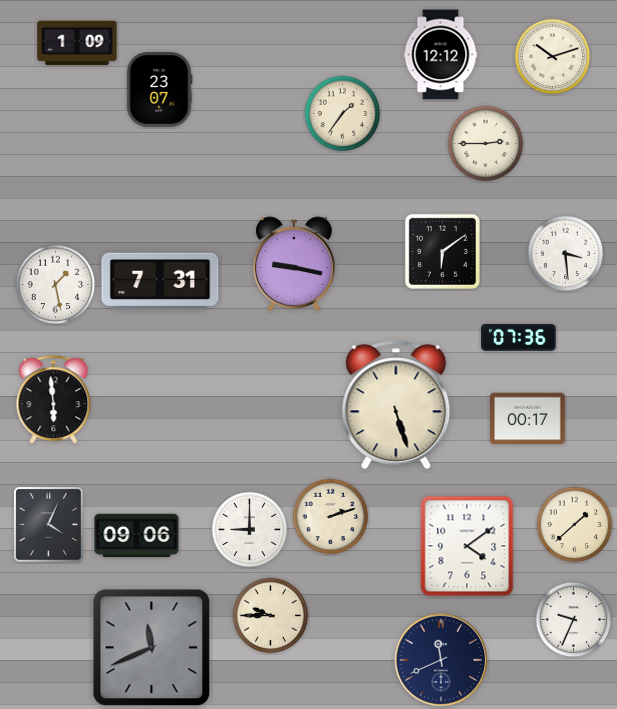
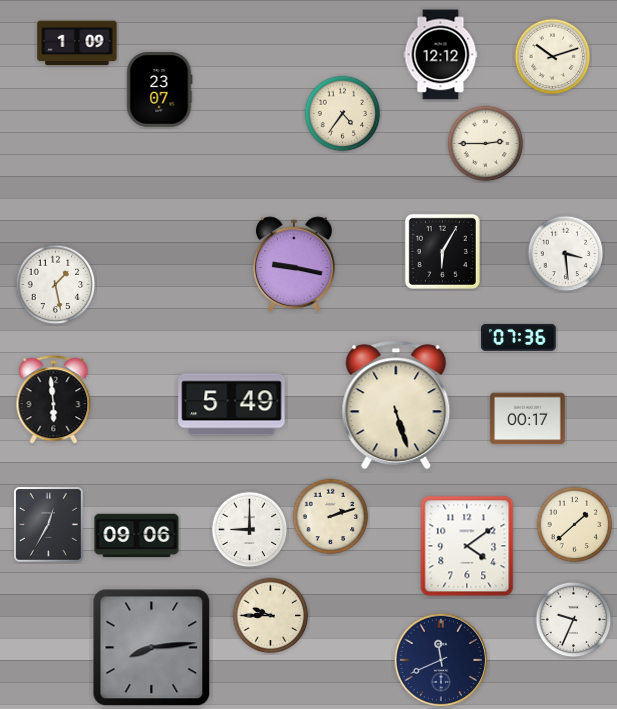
clock at (343, 114): 1:36 -> 4:36
clock at (442, 251): 6:09 -> 6:05
clock at (160, 281): 7:31 -> none
clock at (232, 405): none -> 5:49
clock at (49, 525): 4:04 -> 12:35
clock at (152, 648): 11:41 -> 8:14
